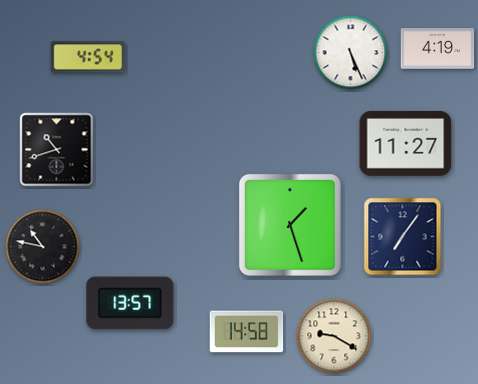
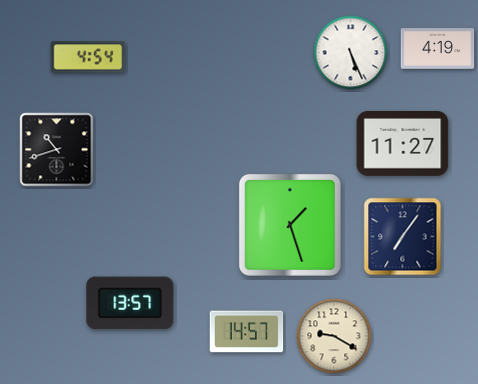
clock at (406, 143) position: (406, 143) -> (403, 143)
clock at (43, 247): 10:47 -> none
clock at (247, 332): 14:58 -> 14:57
